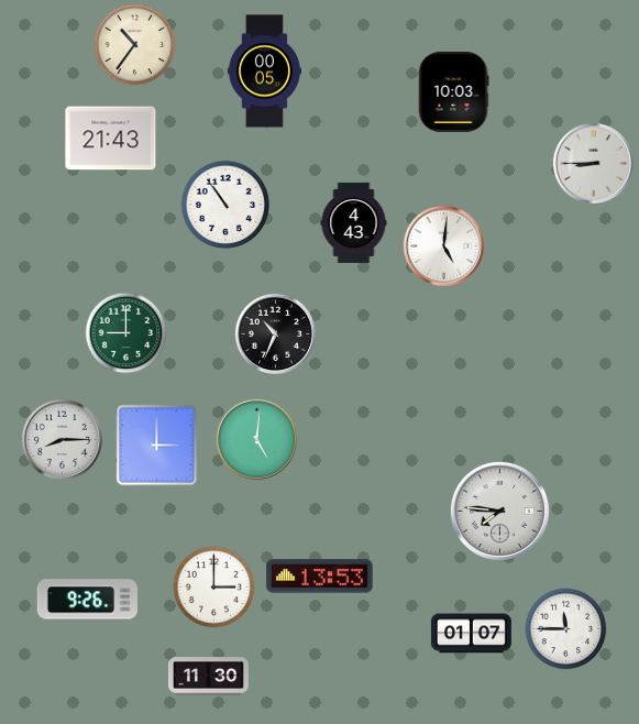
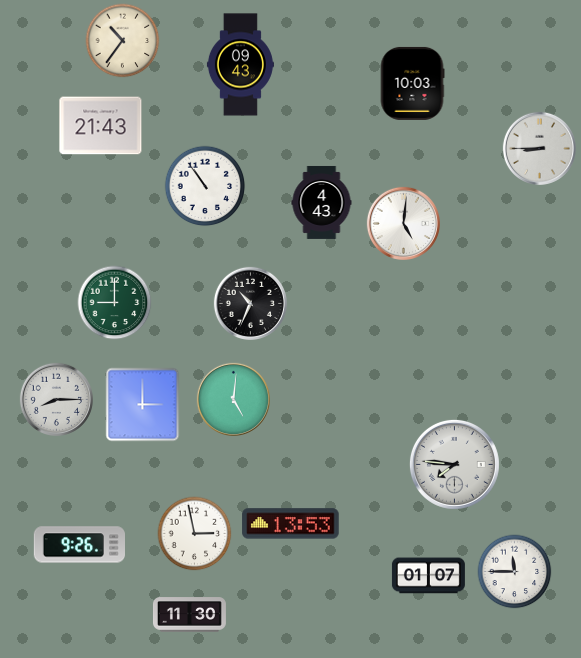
clock at (264, 72): 00:05 -> 09:43
clock at (214, 588): 3:00 -> 2:58
